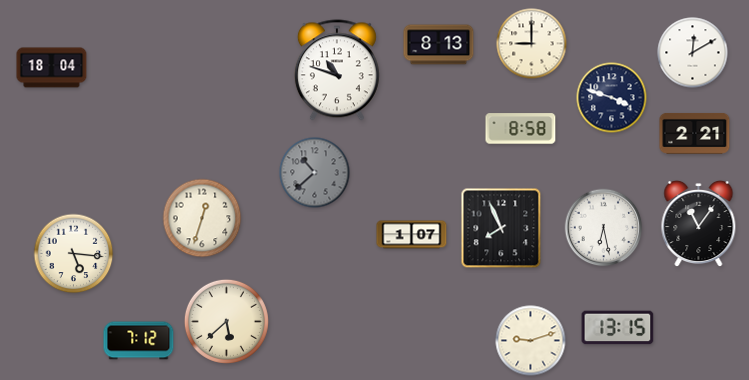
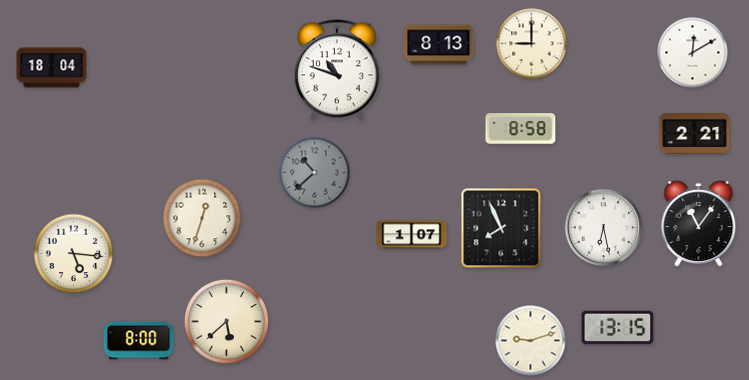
clock at (612, 98): 3:48 -> none
clock at (139, 341): 7:12 -> 8:00
